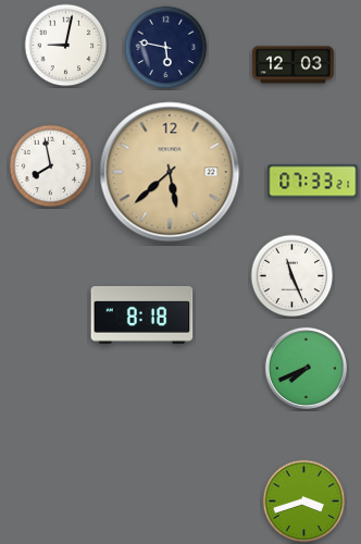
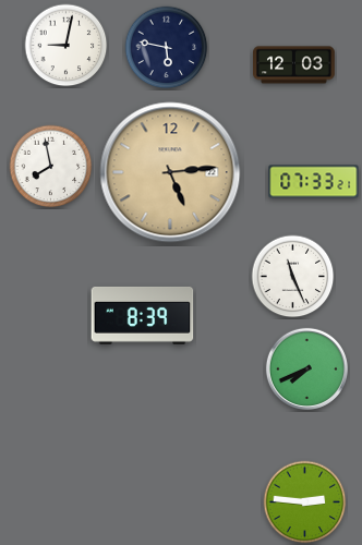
clock at (170, 172): 5:38 -> 5:14
clock at (142, 314): 8:18 -> 8:39
clock at (304, 502): 3:42 -> 2:46
